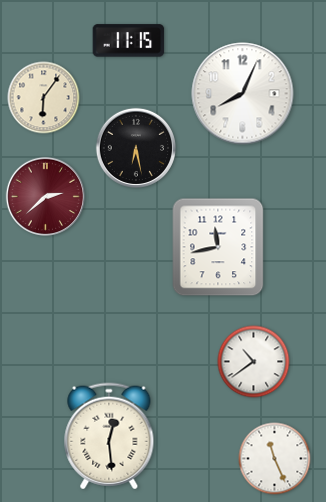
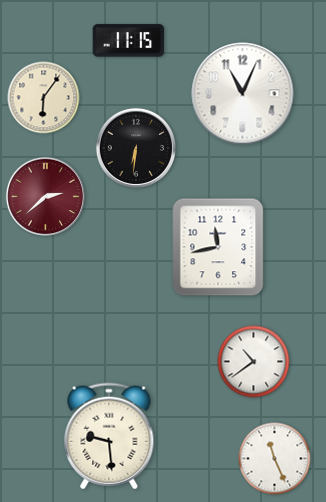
clock at (243, 94): 8:04 -> 11:04
clock at (136, 148): 6:28 -> 6:31
clock at (109, 436): 12:29 -> 9:29
